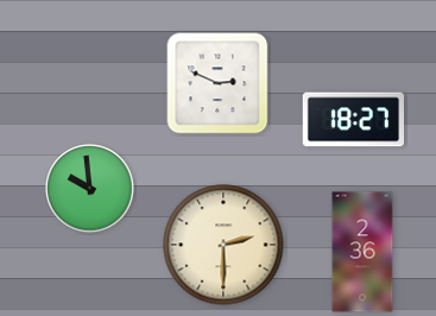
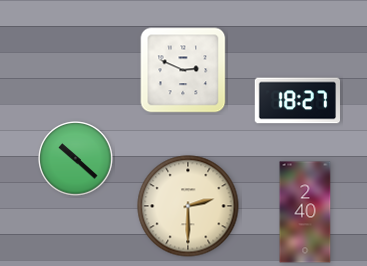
clock at (90, 189): 9:59 -> 10:22
clock at (362, 252): 2:36 -> 2:40
